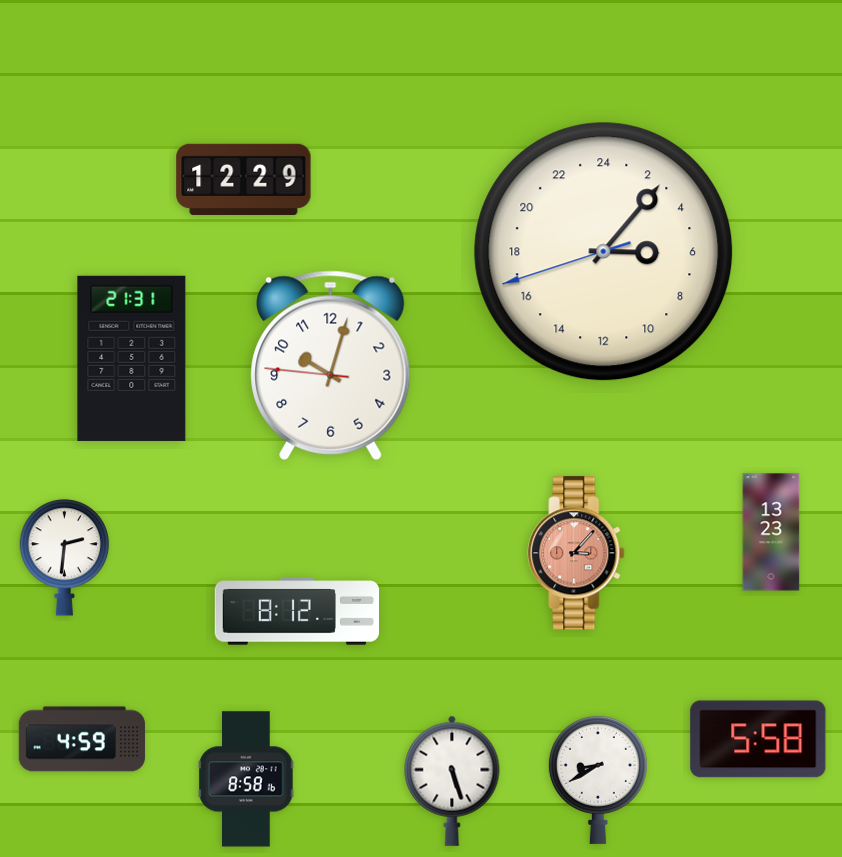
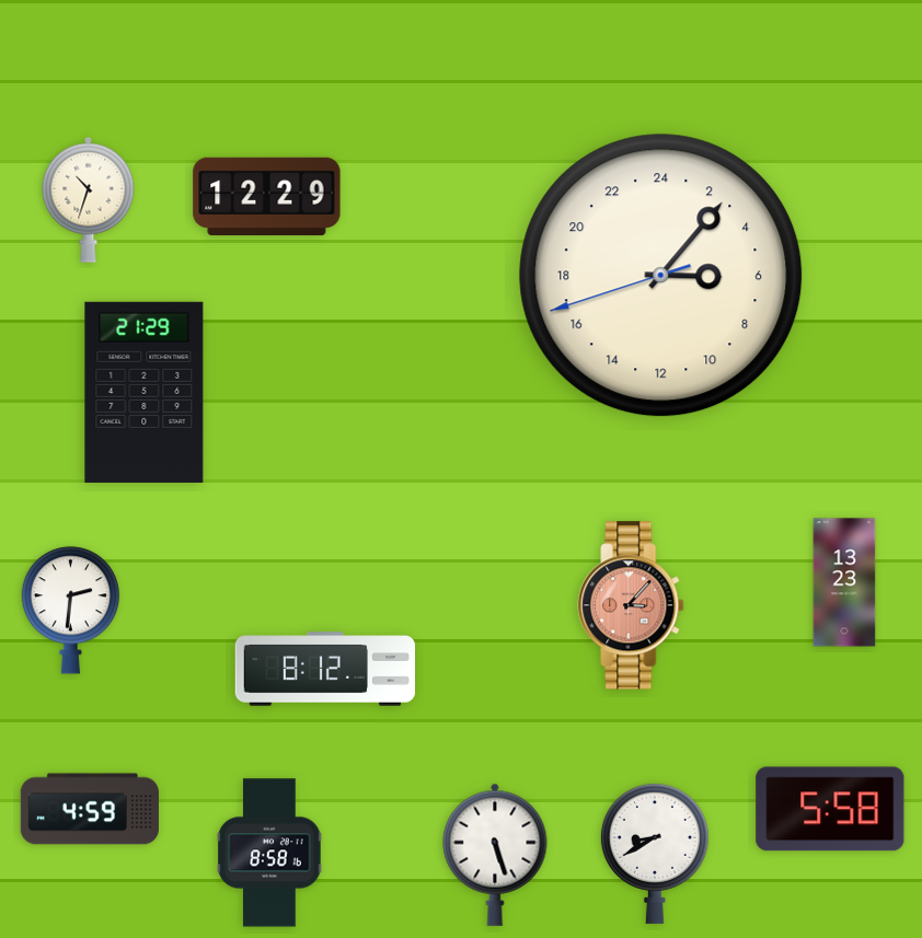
clock at (89, 199): none -> 10:33
clock at (132, 358): 21:31 -> 21:29
clock at (331, 365): 10:02 -> none
